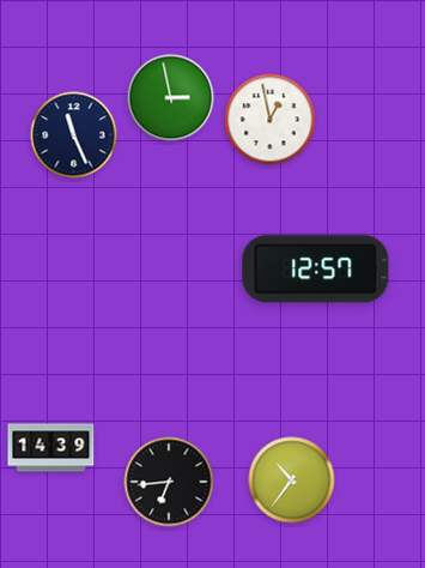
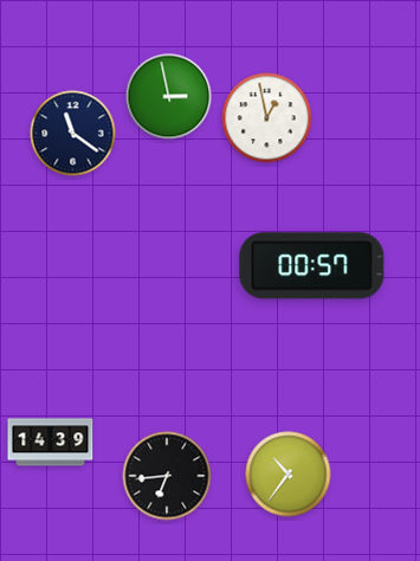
clock at (74, 135): 11:26 -> 11:21
clock at (316, 270): 12:57 -> 00:57
